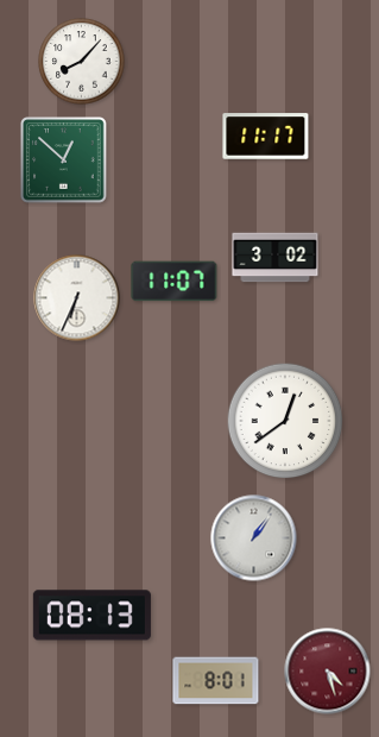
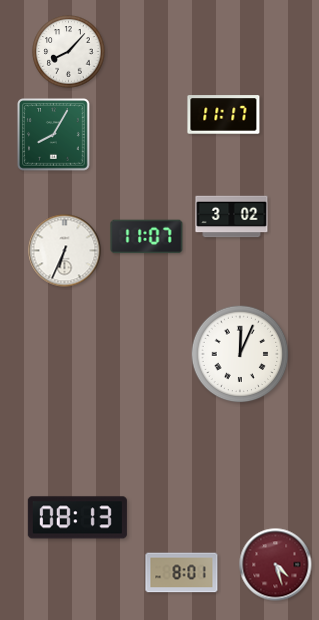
clock at (64, 160): 12:52 -> 8:05
clock at (285, 421): 12:39 -> 12:04
clock at (254, 538): 1:06 -> none
